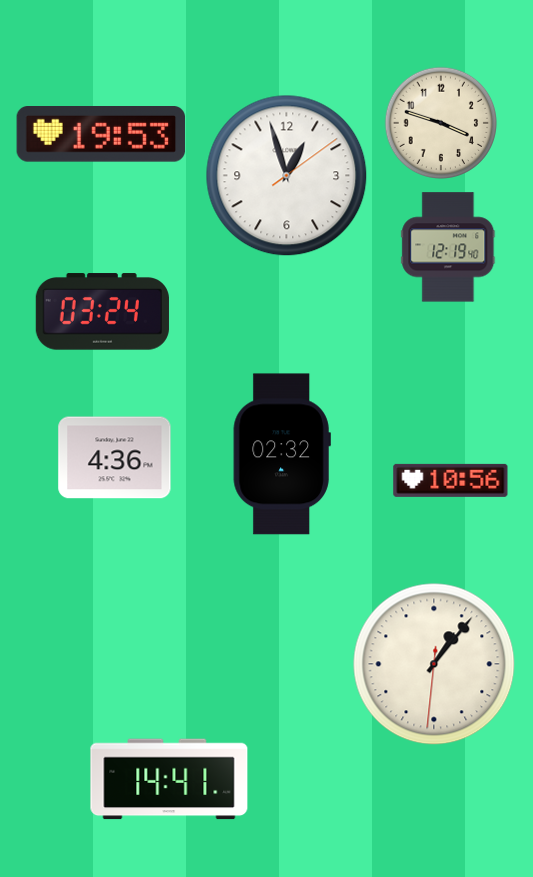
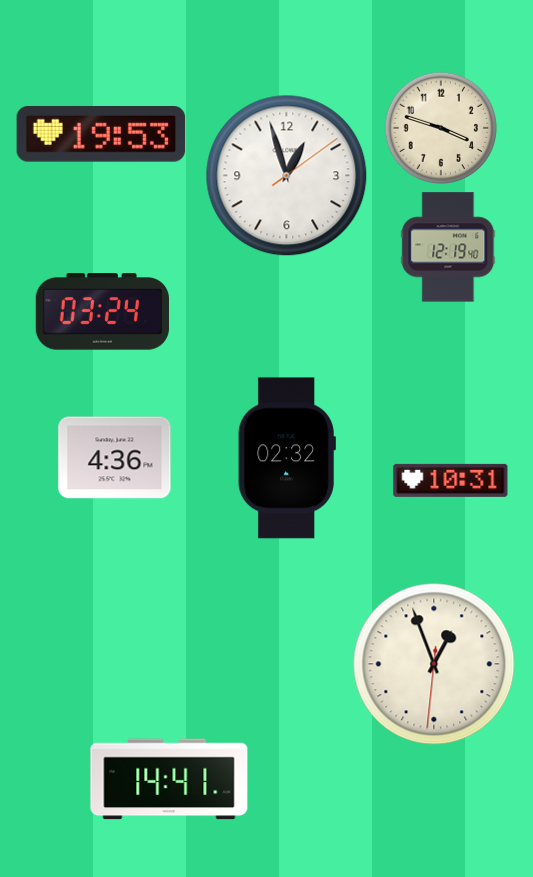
clock at (441, 123) position: (441, 123) -> (441, 128)
clock at (282, 454) position: (282, 454) -> (287, 458)
clock at (451, 480): 10:56 -> 10:31
clock at (434, 664): 1:06 -> 12:56
